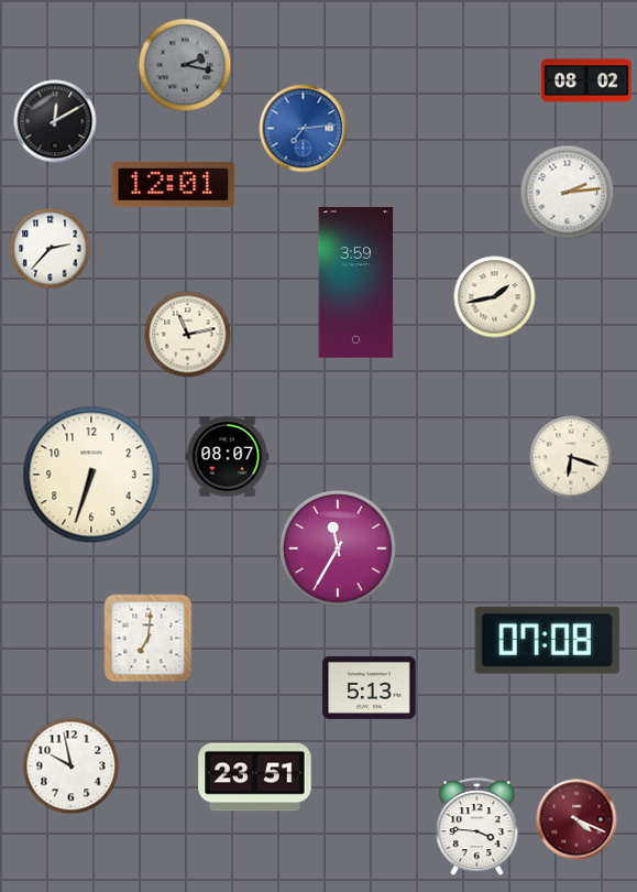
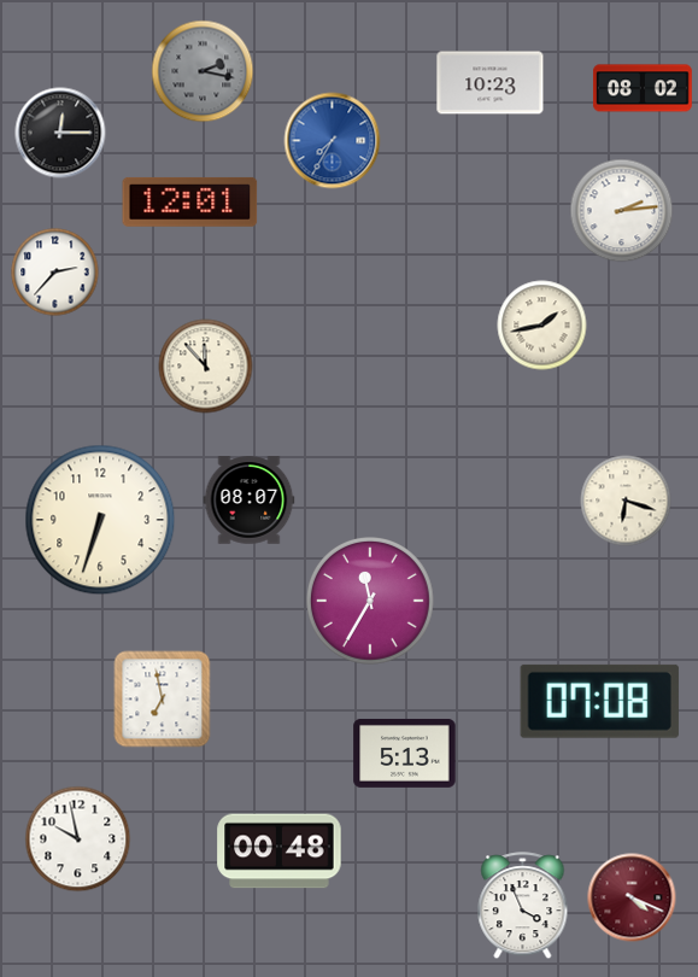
clock at (491, 83): none -> 10:23
clock at (55, 121): 12:10 -> 12:15
clock at (304, 129): 7:14 -> 7:35
clock at (356, 283): 3:59 -> none
clock at (188, 335): 11:13 -> 11:53
clock at (149, 639): 7:01 -> 6:58
clock at (255, 777): 23:51 -> 00:48
clock at (477, 827): 3:46 -> 3:56
